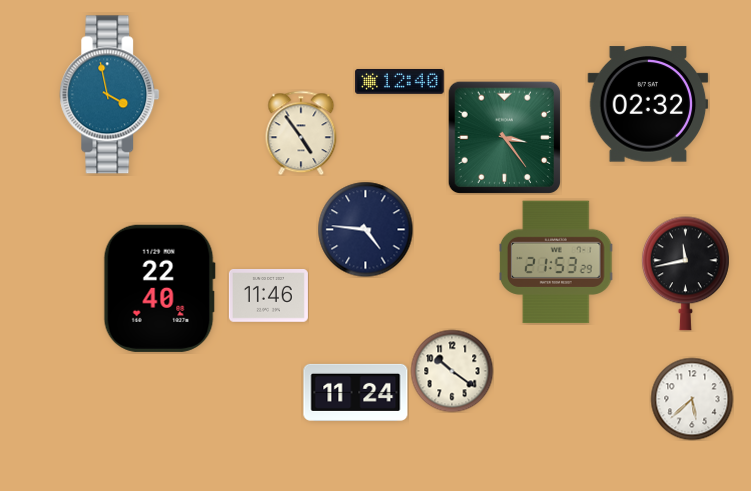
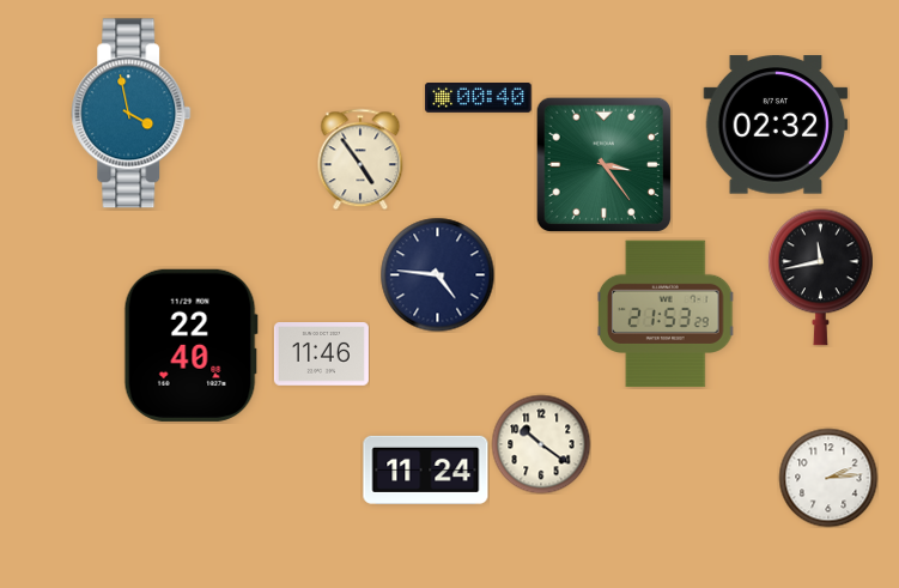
clock at (400, 82): 12:40 -> 00:40
clock at (685, 274) position: (685, 274) -> (820, 278)
clock at (692, 399): 5:38 -> 2:14
